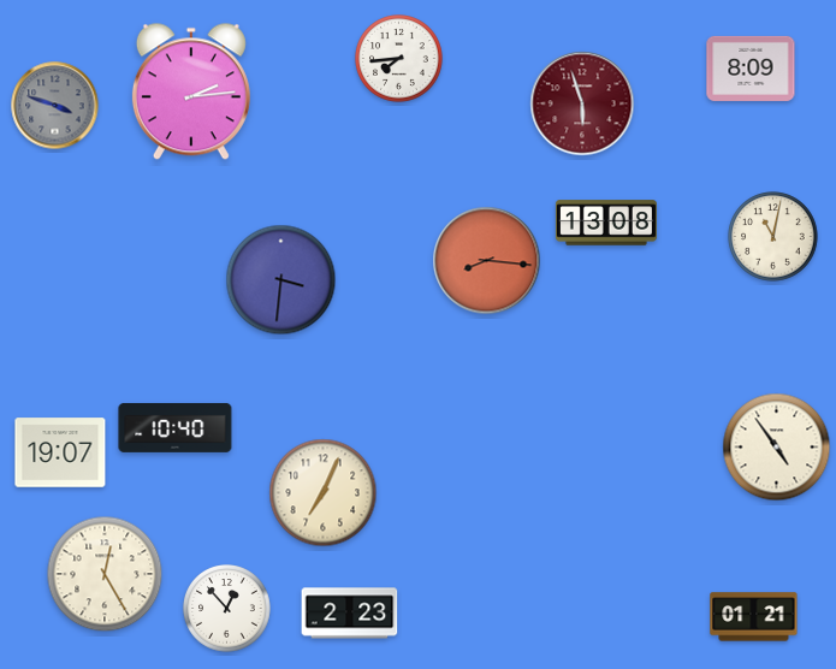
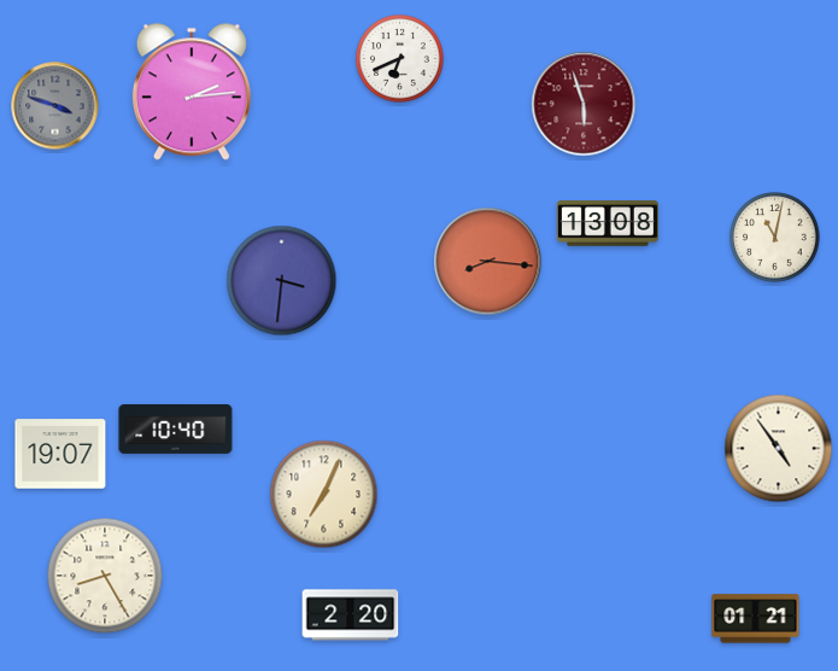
clock at (399, 59): 7:44 -> 6:41
clock at (751, 69): 8:09 -> none
clock at (105, 574): 12:25 -> 8:25
clock at (227, 609): 12:53 -> none
clock at (350, 614): 2:23 -> 2:20
